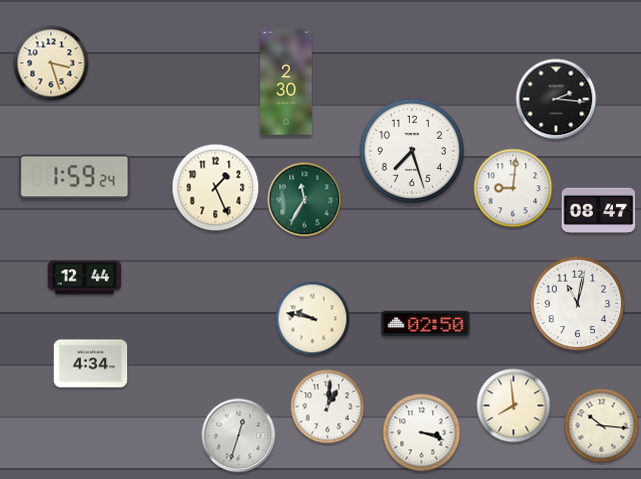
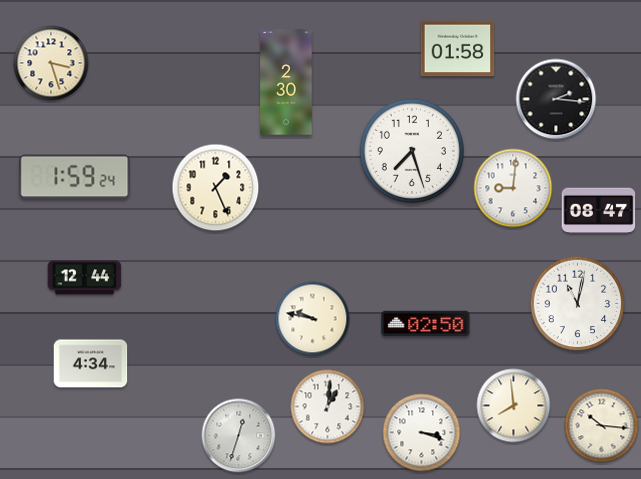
clock at (458, 49): none -> 01:58
clock at (305, 200): 11:35 -> none
